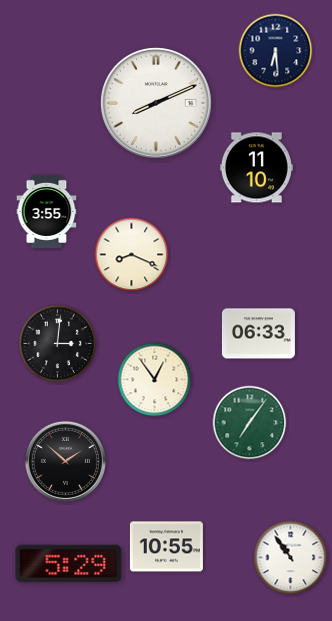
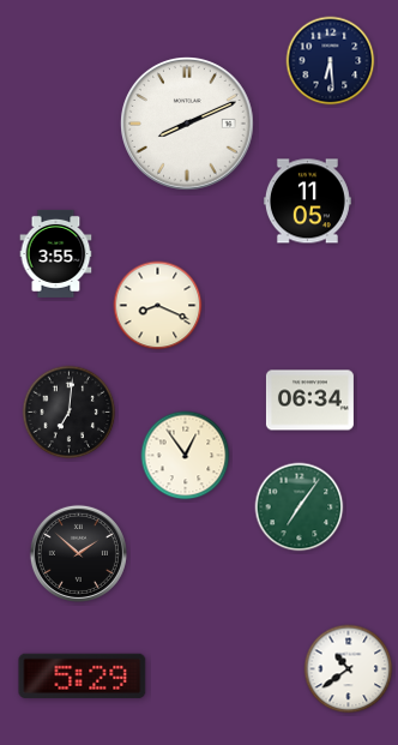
clock at (256, 168): 11:10 -> 11:05
clock at (258, 334): 06:33 -> 06:34
clock at (58, 344): 3:01 -> 7:01
clock at (166, 547): 10:55 -> none
clock at (291, 558): 10:54 -> 10:39
